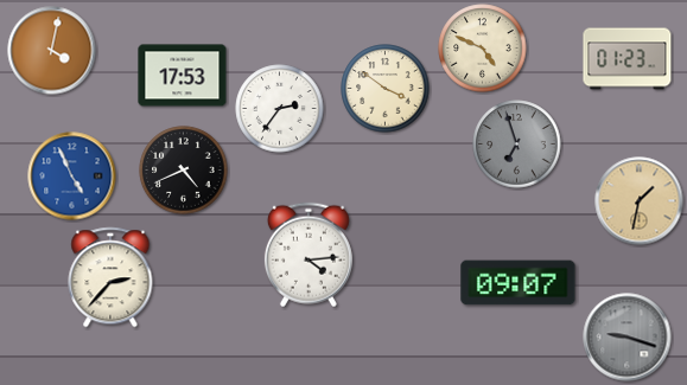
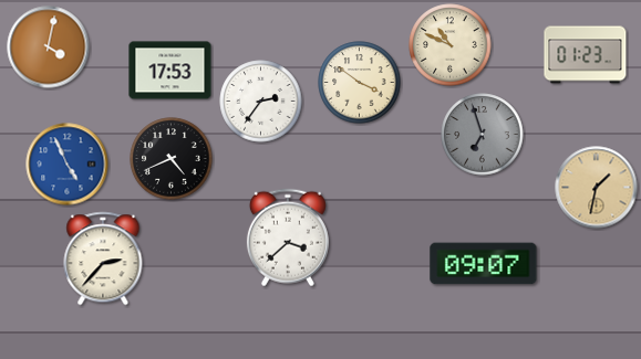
clock at (483, 49): 4:49 -> 10:49
clock at (308, 255): 4:14 -> 3:38
clock at (628, 338): 9:18 -> none
